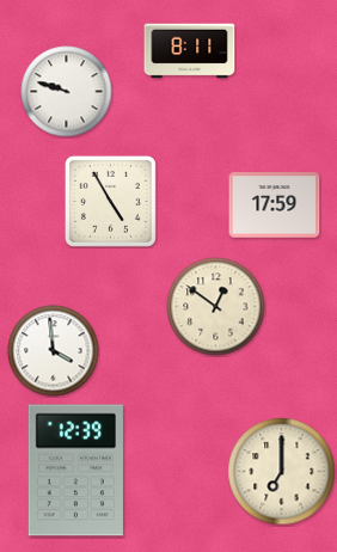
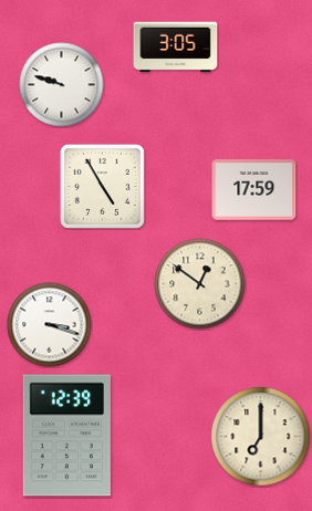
clock at (190, 51): 8:11 -> 3:05
clock at (54, 351): 3:59 -> 3:18
clock at (75, 471) position: (75, 471) -> (66, 436)
